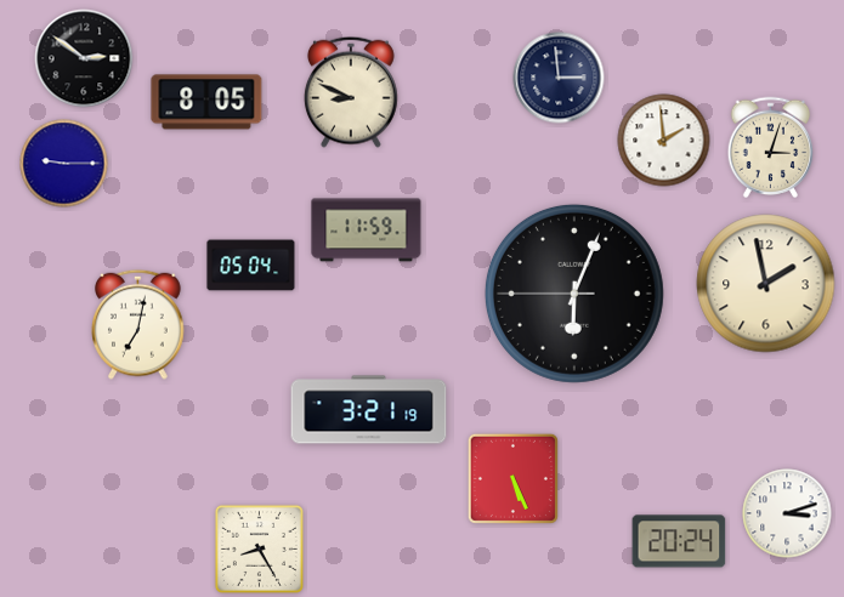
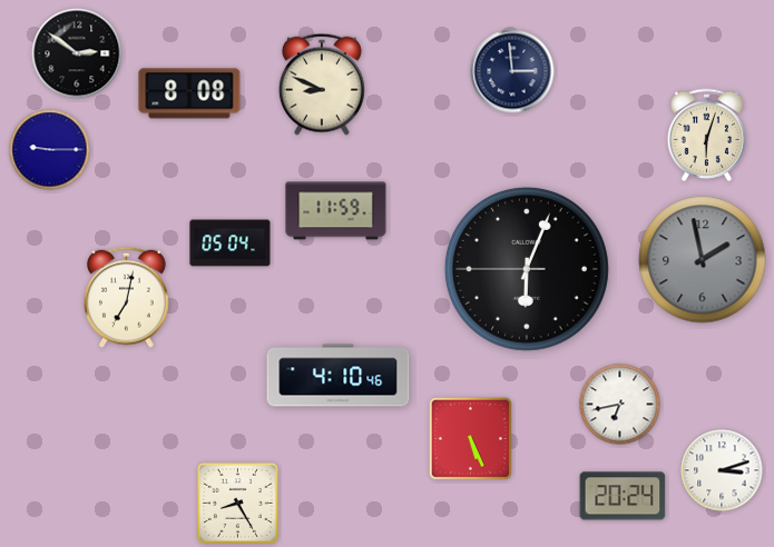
clock at (206, 102): 8:05 -> 8:08
clock at (664, 141): 1:59 -> none
clock at (771, 148): 3:03 -> 6:03
clock at (64, 164) position: (64, 164) -> (50, 150)
clock at (766, 284) dial: cream -> grey
clock at (369, 410): 3:21 -> 4:10
clock at (620, 405): none -> 6:43
